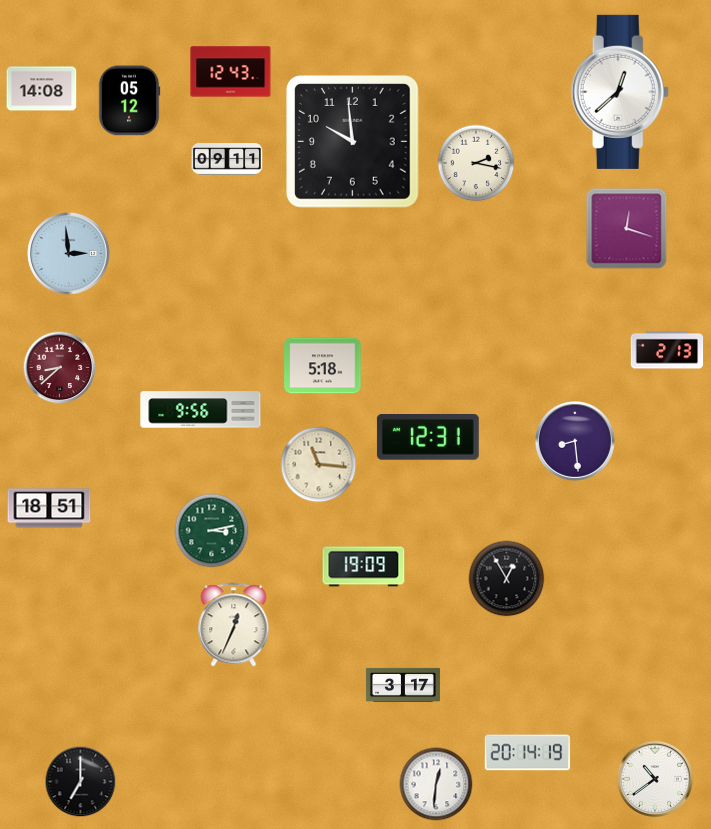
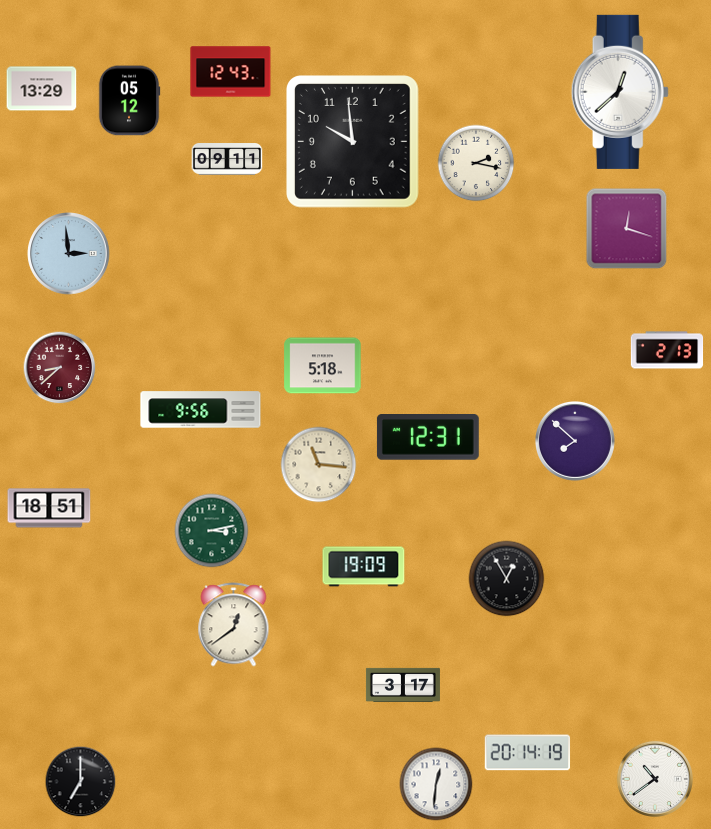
clock at (42, 89): 14:08 -> 13:29
clock at (575, 441): 8:29 -> 7:52
clock at (234, 625): 12:34 -> 12:39
